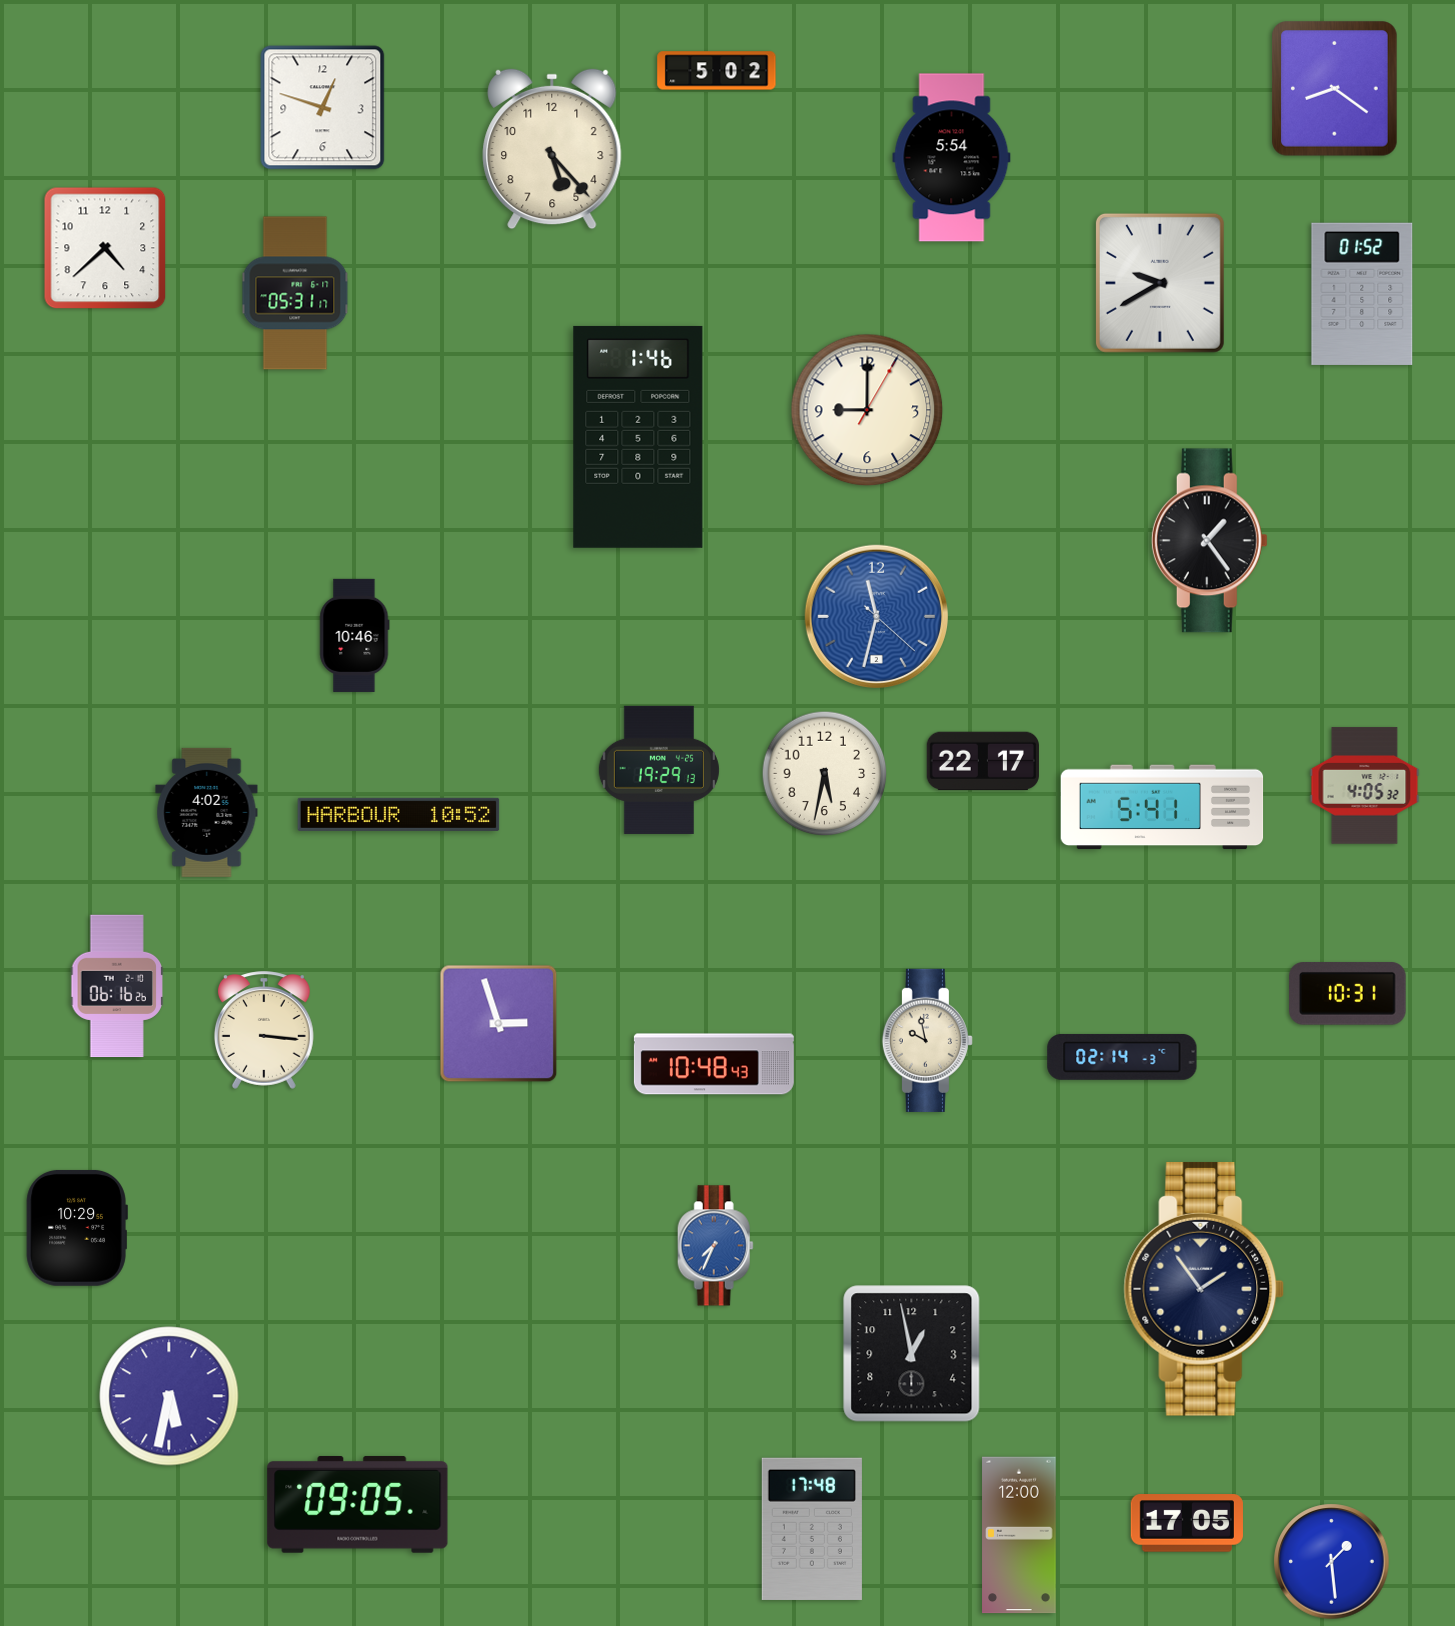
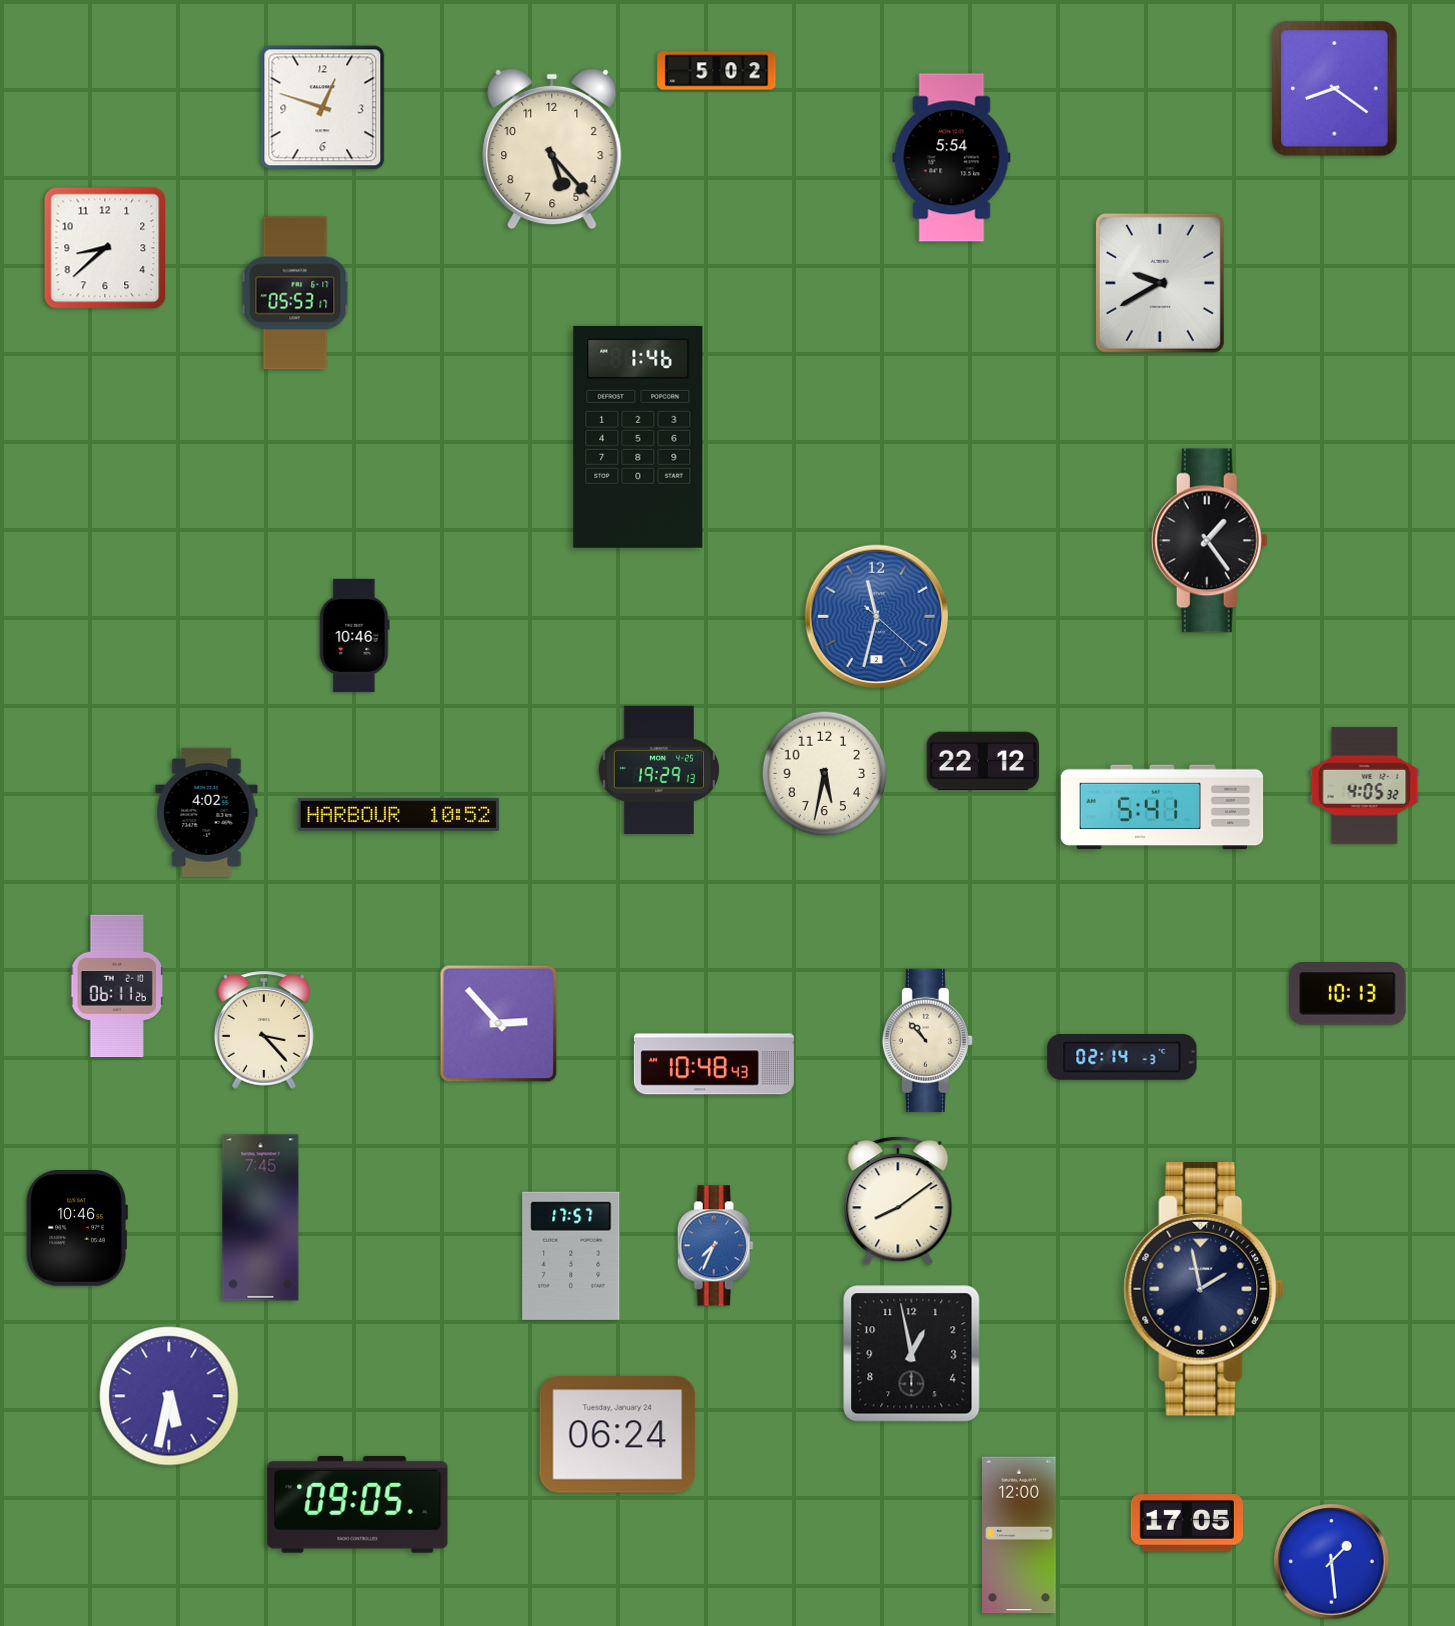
clock at (105, 248): 4:38 -> 8:38
clock at (295, 293): 05:31 -> 05:53
clock at (1362, 294): 01:52 -> none
clock at (867, 410): 9:00 -> none
clock at (983, 761): 22:17 -> 22:12
clock at (117, 986): 06:16 -> 06:11
clock at (1348, 994): 10:31 -> 10:13
clock at (499, 1024): 2:57 -> 2:53
clock at (264, 1030): 3:16 -> 3:23
clock at (927, 1040): 9:58 -> 10:53
clock at (898, 1201): none -> 8:09
clock at (261, 1218): none -> 7:45
clock at (77, 1228): 10:29 -> 10:46
clock at (571, 1256): none -> 17:57
clock at (1204, 1289): 1:54 -> 1:58
clock at (618, 1435): none -> 06:24
clock at (812, 1529): 17:48 -> none
